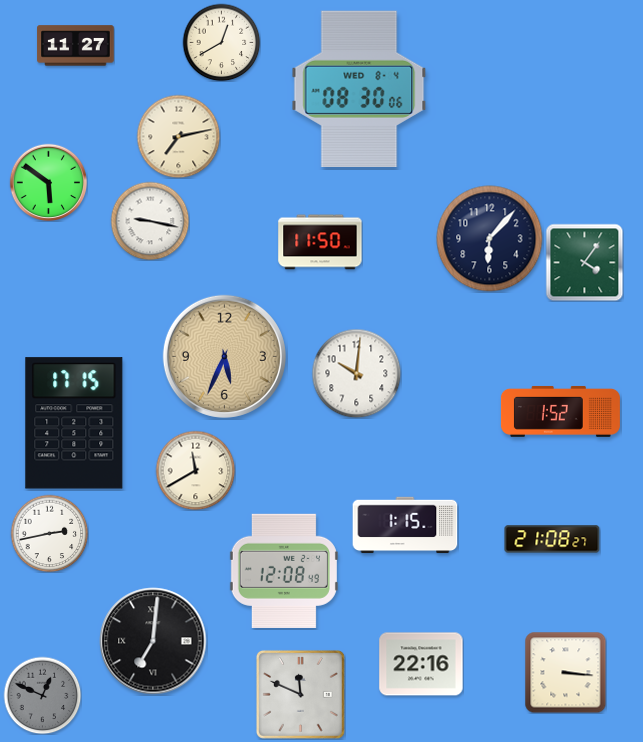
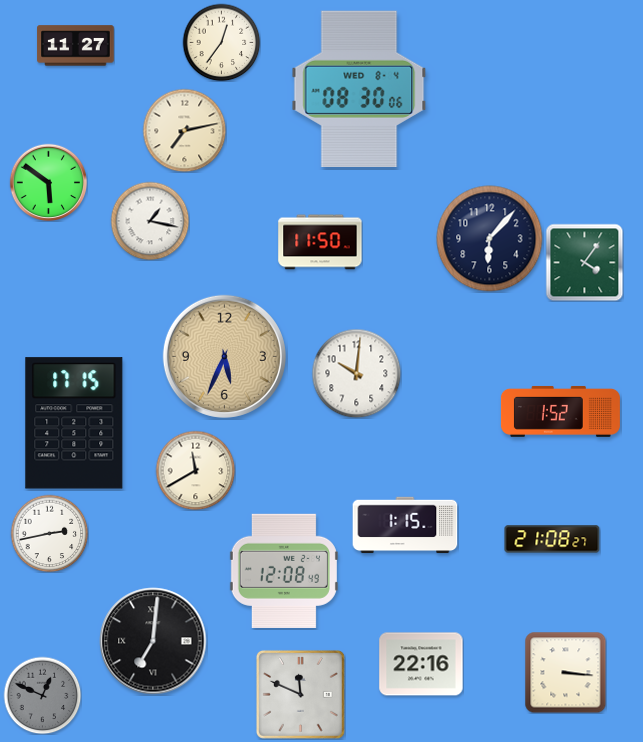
clock at (221, 42): 12:40 -> 12:36
clock at (178, 136) position: (178, 136) -> (184, 130)
clock at (150, 221): 9:17 -> 1:17
